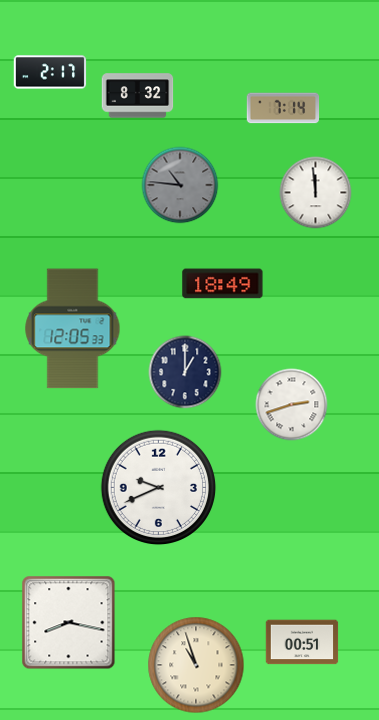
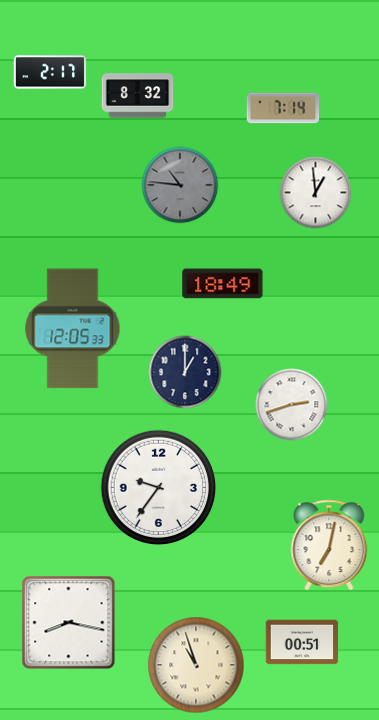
clock at (316, 193): 11:59 -> 12:59
clock at (159, 488): 9:41 -> 9:36
clock at (329, 545): none -> 7:02
